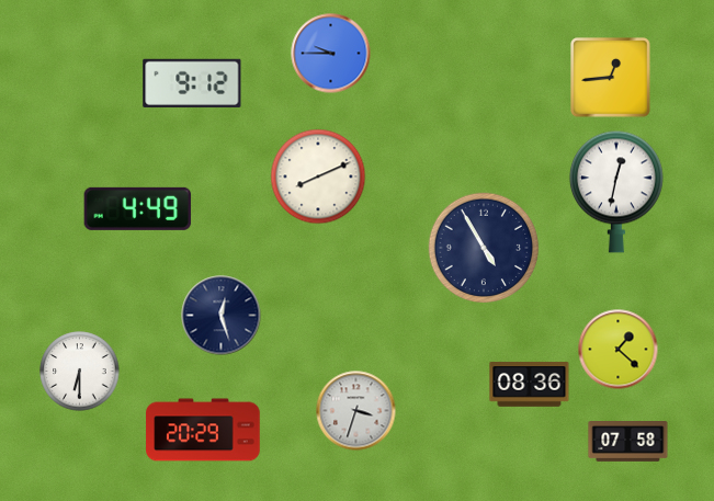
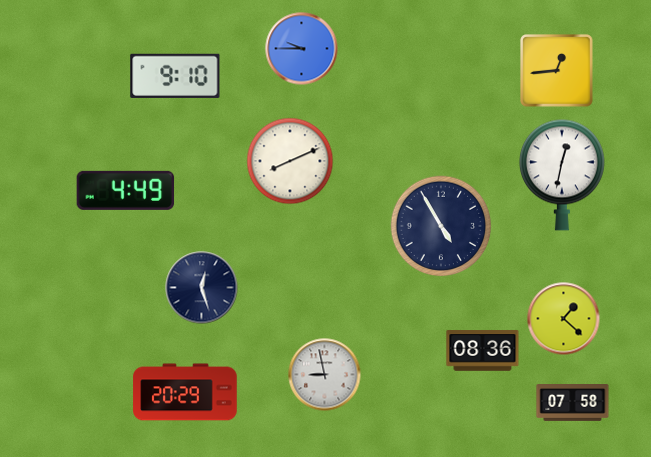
clock at (192, 83): 9:12 -> 9:10
clock at (80, 372): 6:30 -> none
clock at (356, 411): 3:33 -> 8:58
